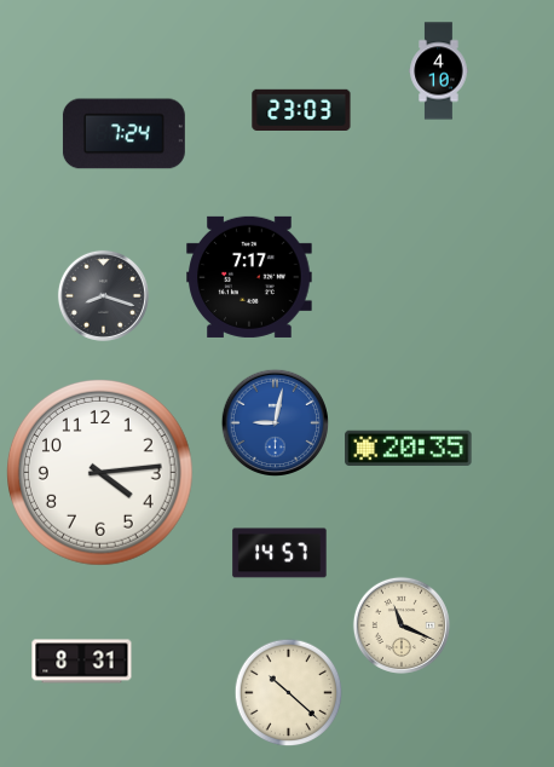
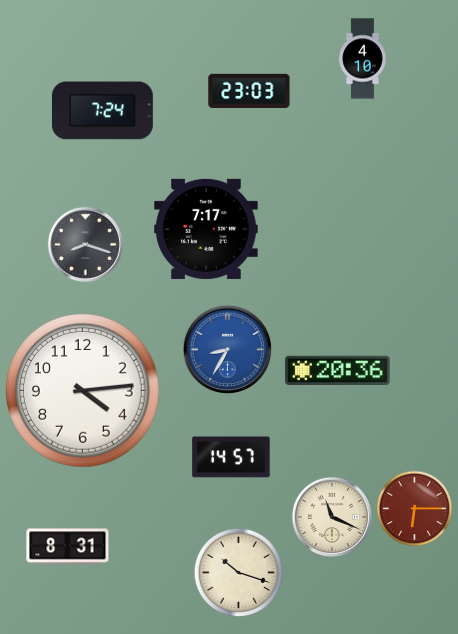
clock at (276, 423): 9:02 -> 8:35
clock at (409, 448): 20:35 -> 20:36
clock at (415, 509): none -> 6:15
clock at (289, 693): 10:22 -> 10:18
